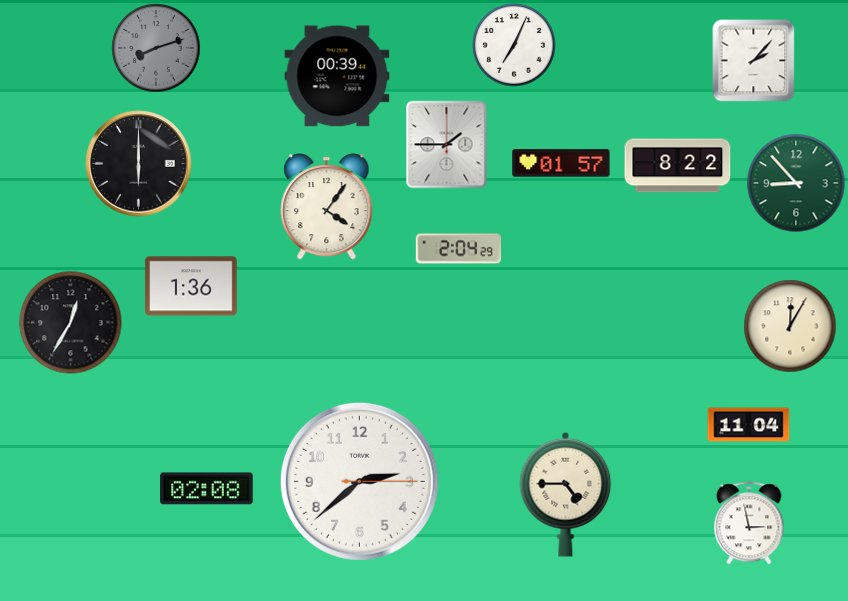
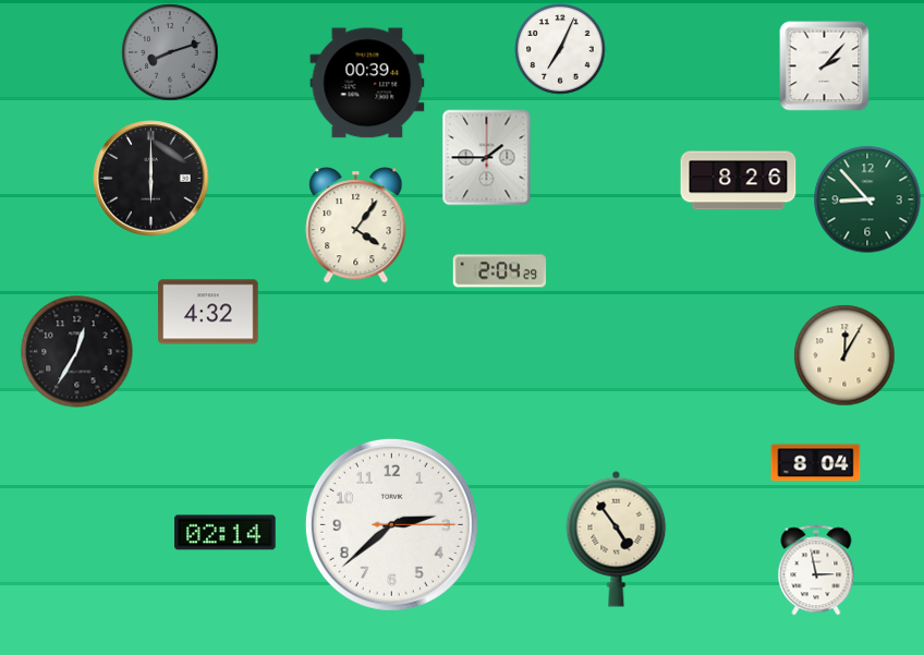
clock at (754, 61) position: (754, 61) -> (825, 66)
clock at (561, 163): 01:57 -> none
clock at (678, 166): 8:22 -> 8:26
clock at (191, 286): 1:36 -> 4:32
clock at (790, 326) position: (790, 326) -> (844, 355)
clock at (749, 425): 11:04 -> 8:04
clock at (207, 489): 02:08 -> 02:14
clock at (566, 494): 4:45 -> 4:54
